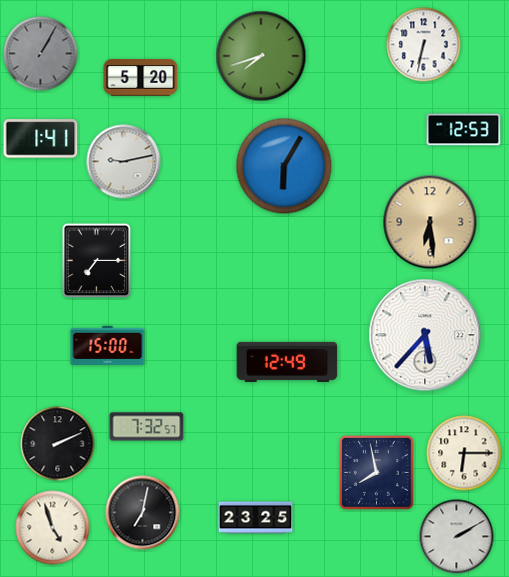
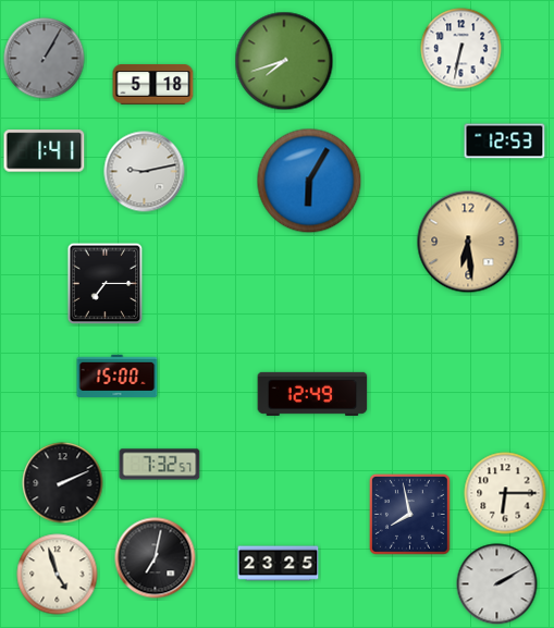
clock at (141, 78): 5:20 -> 5:18
clock at (124, 162) position: (124, 162) -> (145, 172)
clock at (425, 335): 5:37 -> none
